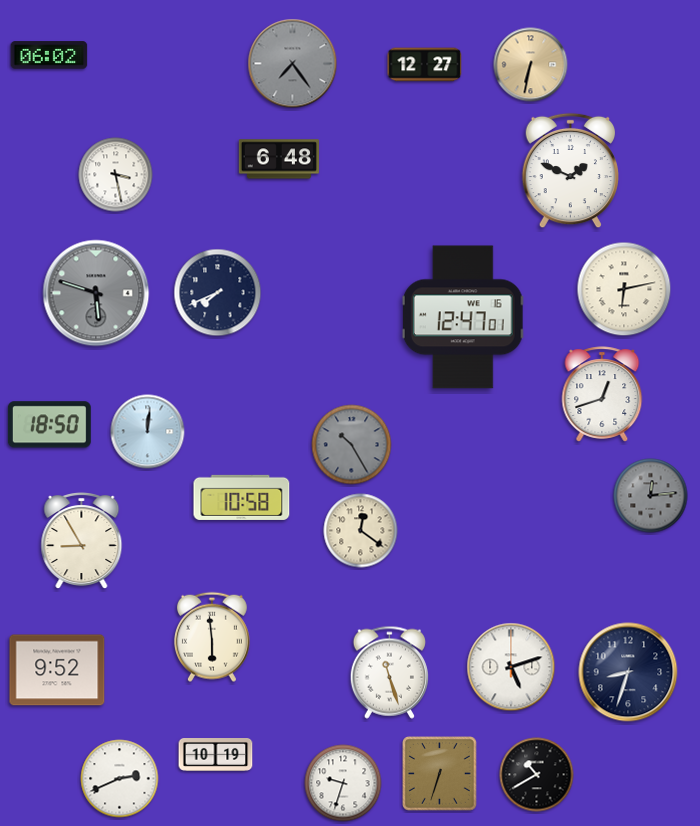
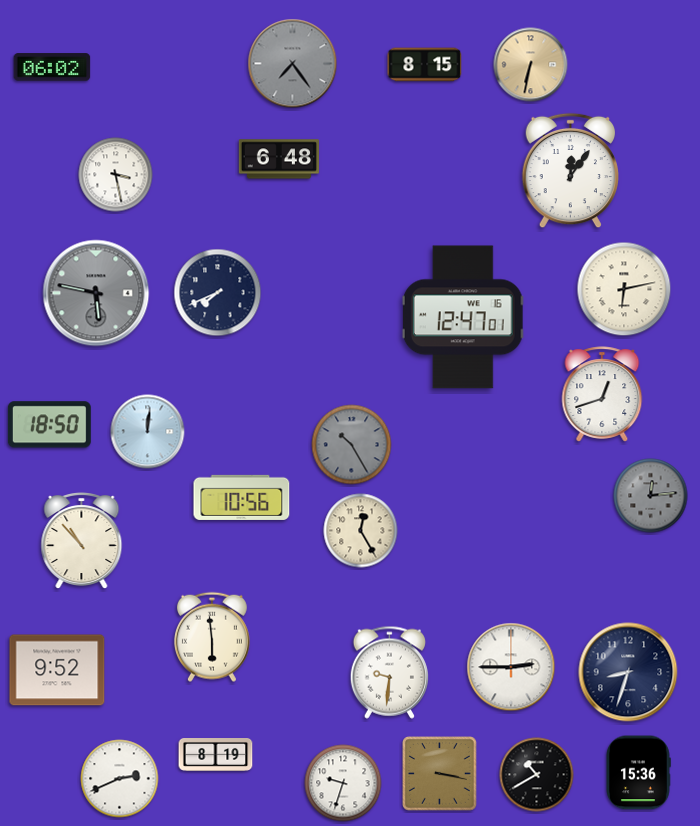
clock at (49, 55) position: (49, 55) -> (52, 67)
clock at (425, 65): 12:27 -> 8:15
clock at (570, 171): 1:49 -> 12:06
clock at (96, 293): 5:48 -> 5:47
clock at (242, 497): 10:58 -> 10:56
clock at (361, 531): 12:21 -> 12:25
clock at (82, 541): 8:55 -> 10:53
clock at (511, 667): 5:12 -> 2:45
clock at (389, 672): 11:27 -> 9:31
clock at (216, 755): 10:19 -> 8:19
clock at (638, 773): none -> 15:36
clock at (440, 774): 6:33 -> 3:17
